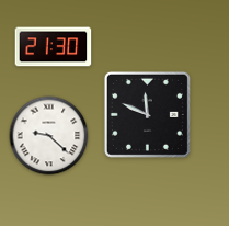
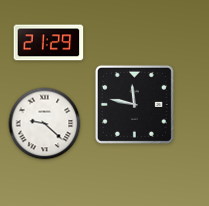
clock at (54, 47): 21:30 -> 21:29
clock at (147, 114): 11:49 -> 11:47
